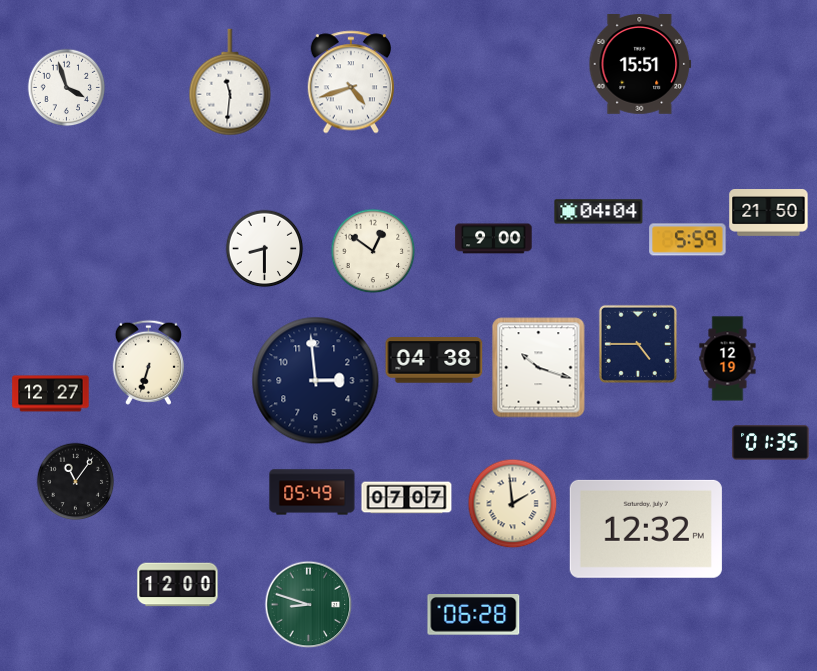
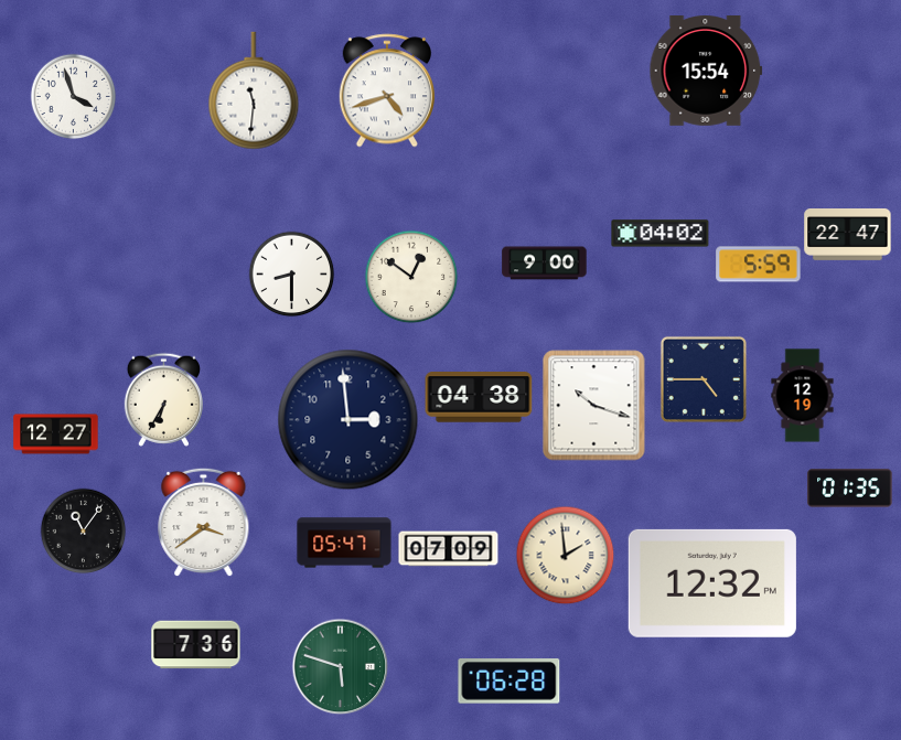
clock at (640, 65): 15:51 -> 15:54
clock at (599, 212): 04:04 -> 04:02
clock at (769, 213): 21:50 -> 22:47
clock at (148, 362): 6:33 -> 6:35
clock at (204, 522): none -> 3:39
clock at (312, 492): 05:49 -> 05:47
clock at (407, 498): 07:07 -> 07:09
clock at (178, 585): 12:00 -> 7:36
clock at (308, 604): 8:48 -> 5:48
clock at (474, 615) position: (474, 615) -> (510, 682)
